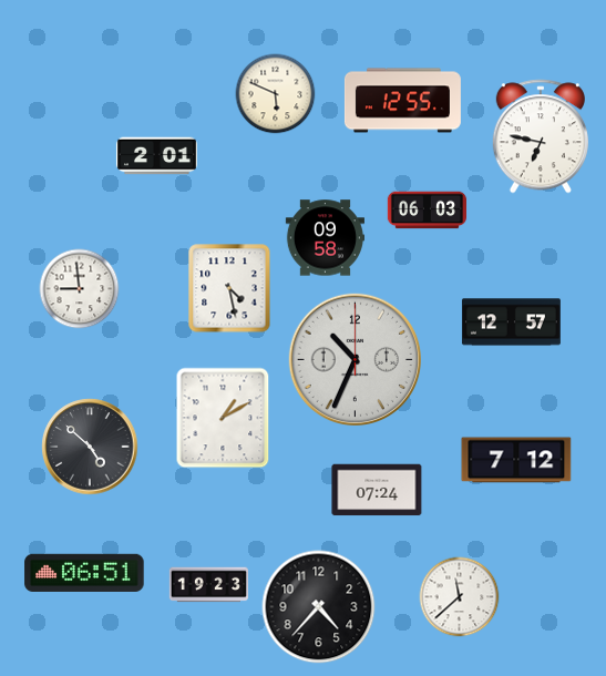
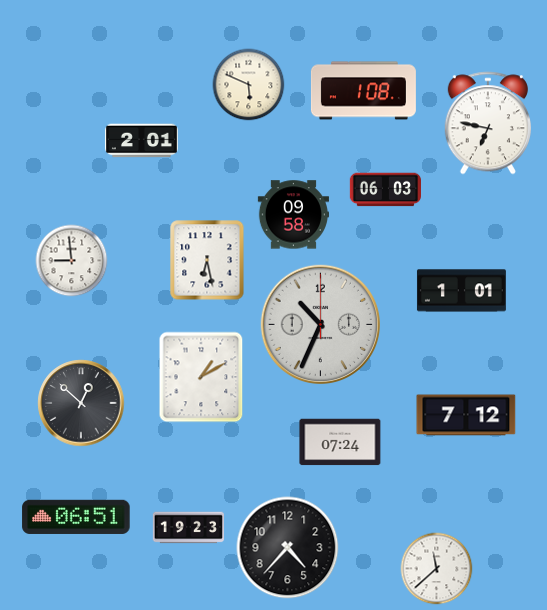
clock at (402, 101): 12:55 -> 1:08
clock at (229, 288): 4:28 -> 6:28
clock at (511, 322): 12:57 -> 1:01
clock at (90, 447): 4:52 -> 12:52
clock at (460, 597) position: (460, 597) -> (437, 569)
